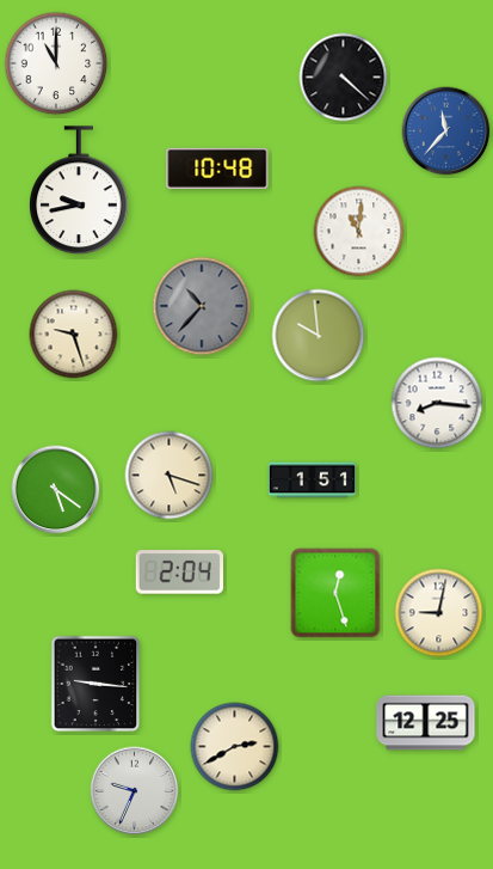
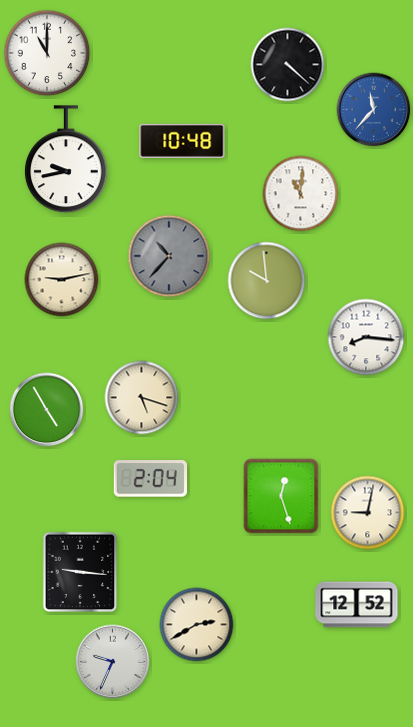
clock at (74, 335): 9:27 -> 9:13
clock at (313, 481): 1:51 -> none
clock at (56, 490): 5:21 -> 4:55
clock at (426, 723): 12:25 -> 12:52
